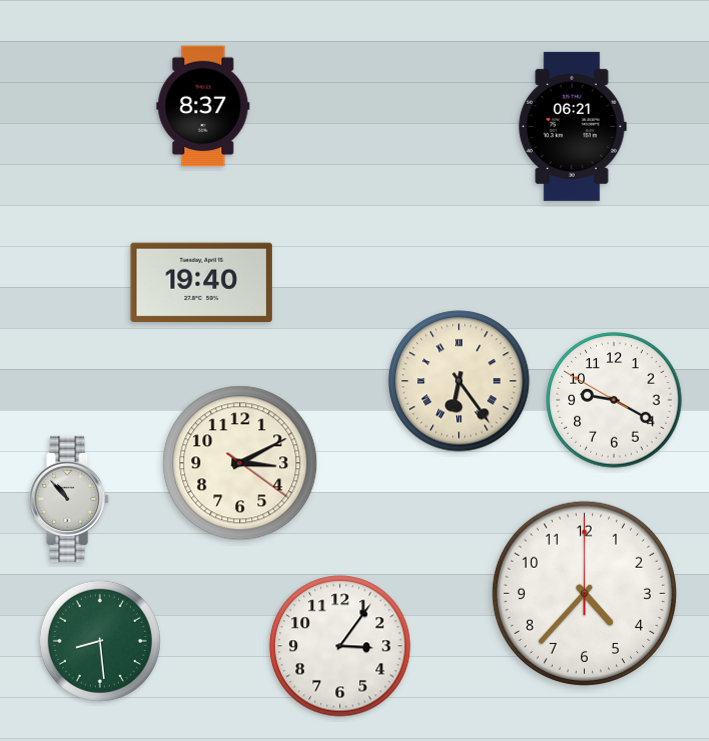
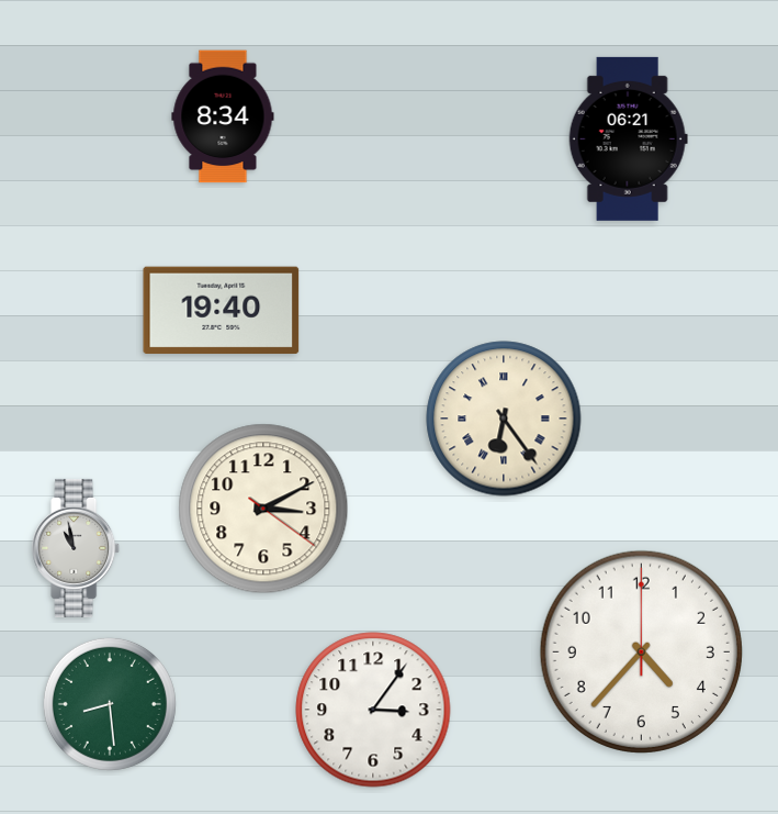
clock at (203, 106): 8:37 -> 8:34
clock at (614, 400): 9:19 -> none
clock at (70, 499): 10:53 -> 10:58
